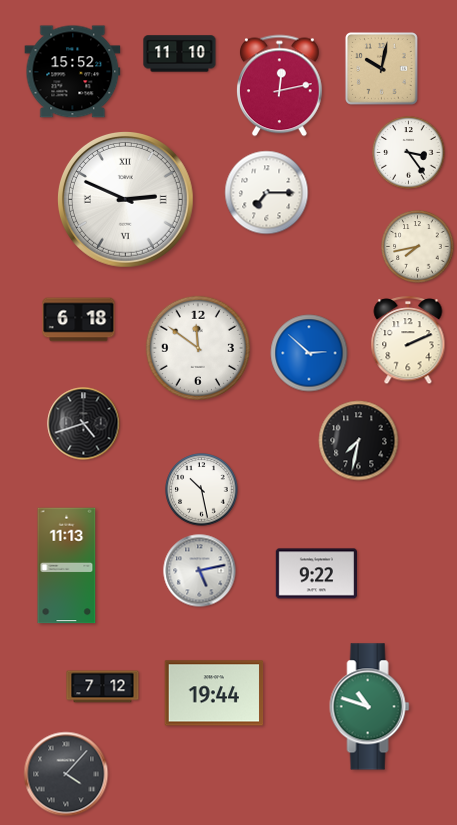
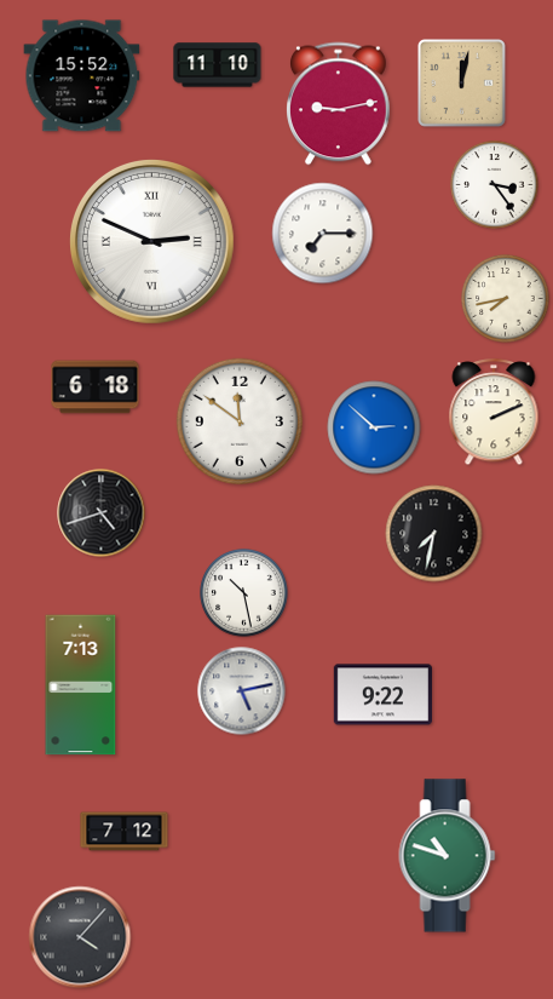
clock at (382, 69): 10:02 -> 12:02
clock at (73, 72) position: (73, 72) -> (82, 76)
clock at (280, 86): 12:13 -> 9:13
clock at (67, 566): 11:13 -> 7:13
clock at (214, 693): 19:44 -> none
